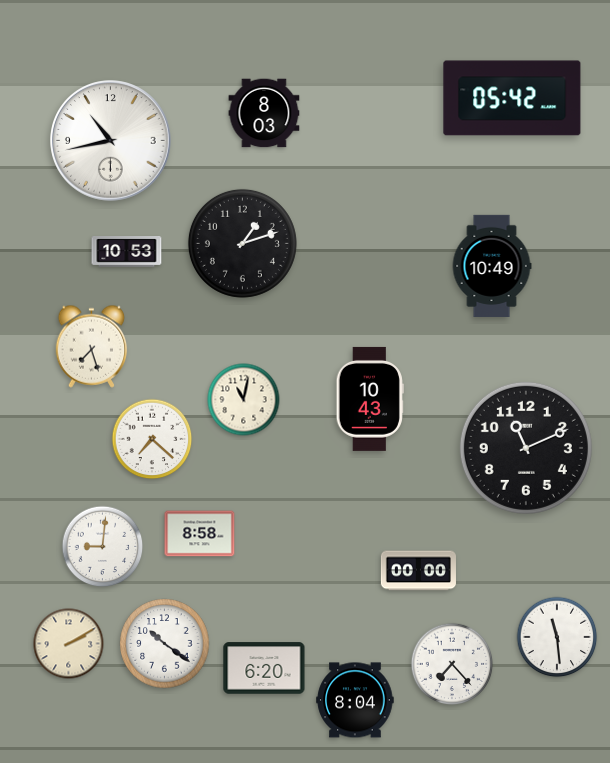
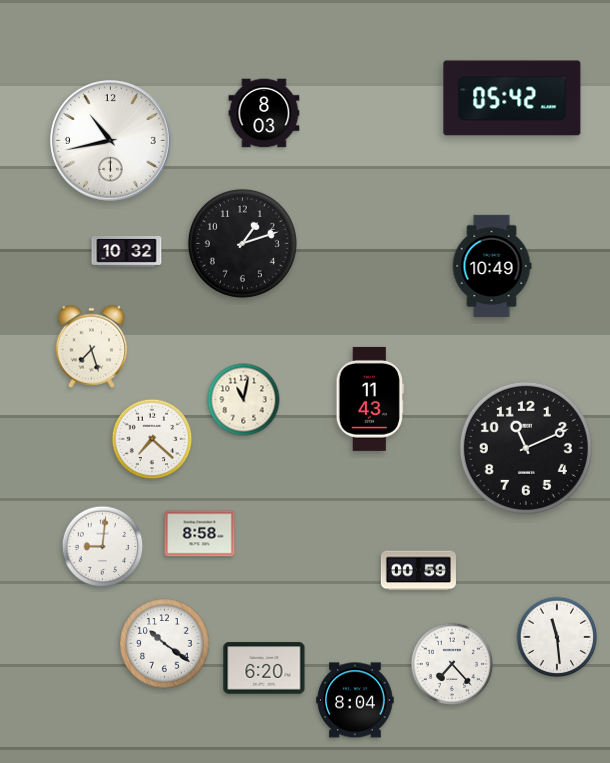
clock at (127, 252): 10:53 -> 10:32
clock at (370, 399): 10:43 -> 11:43
clock at (418, 571): 00:00 -> 00:59
clock at (69, 644): 2:10 -> none
